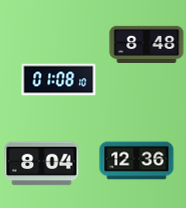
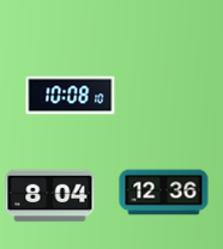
clock at (147, 44): 8:48 -> none
clock at (59, 80): 01:08 -> 10:08
